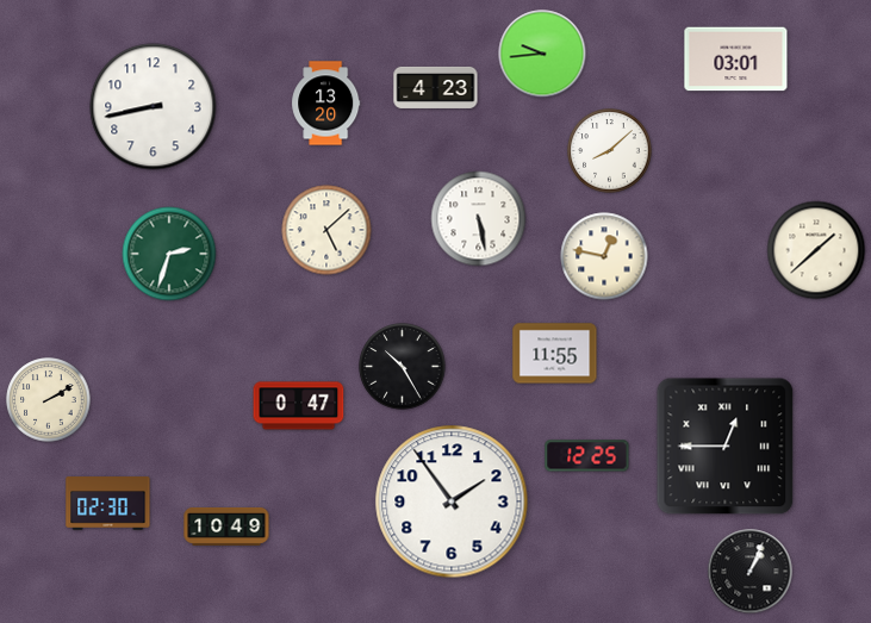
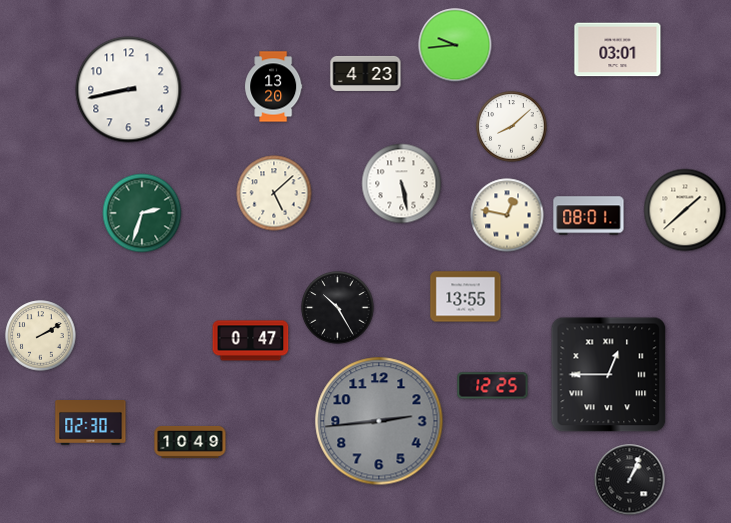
clock at (589, 216): none -> 08:01
clock at (555, 354): 11:55 -> 13:55
clock at (587, 456) position: (587, 456) -> (493, 386)
clock at (452, 501): 1:54 -> 2:44
clock at (452, 501) dial: white -> grey
